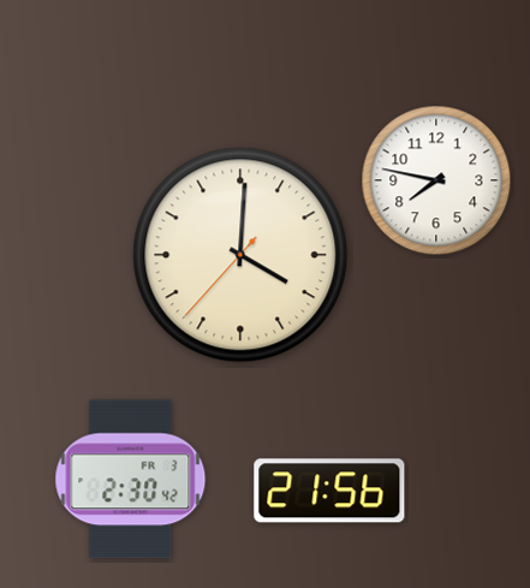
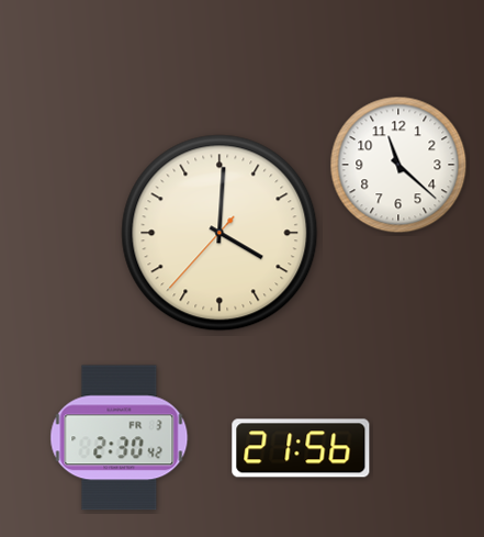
clock at (436, 180): 7:47 -> 11:22
